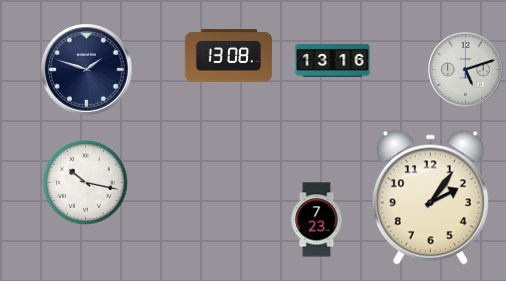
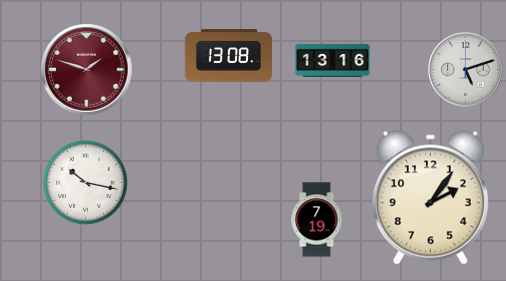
clock at (87, 70) dial: navy -> burgundy
clock at (317, 220): 7:23 -> 7:19
